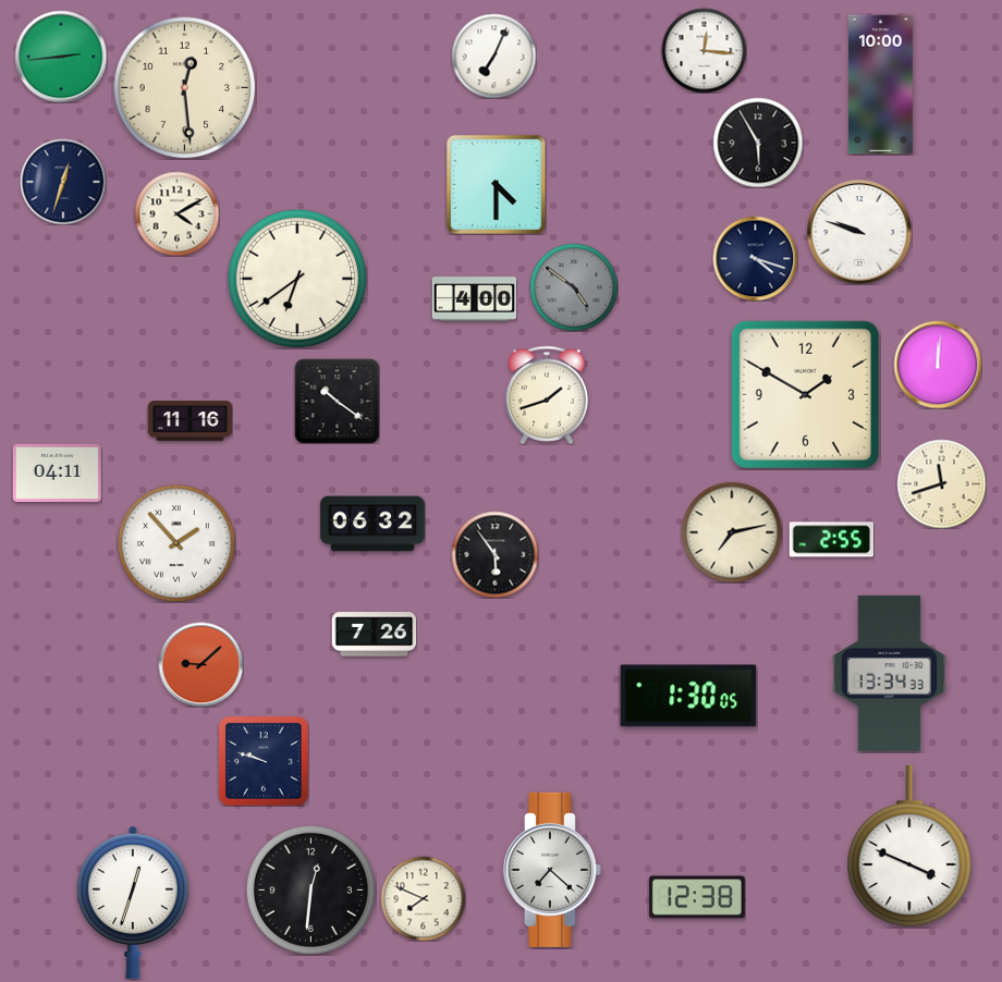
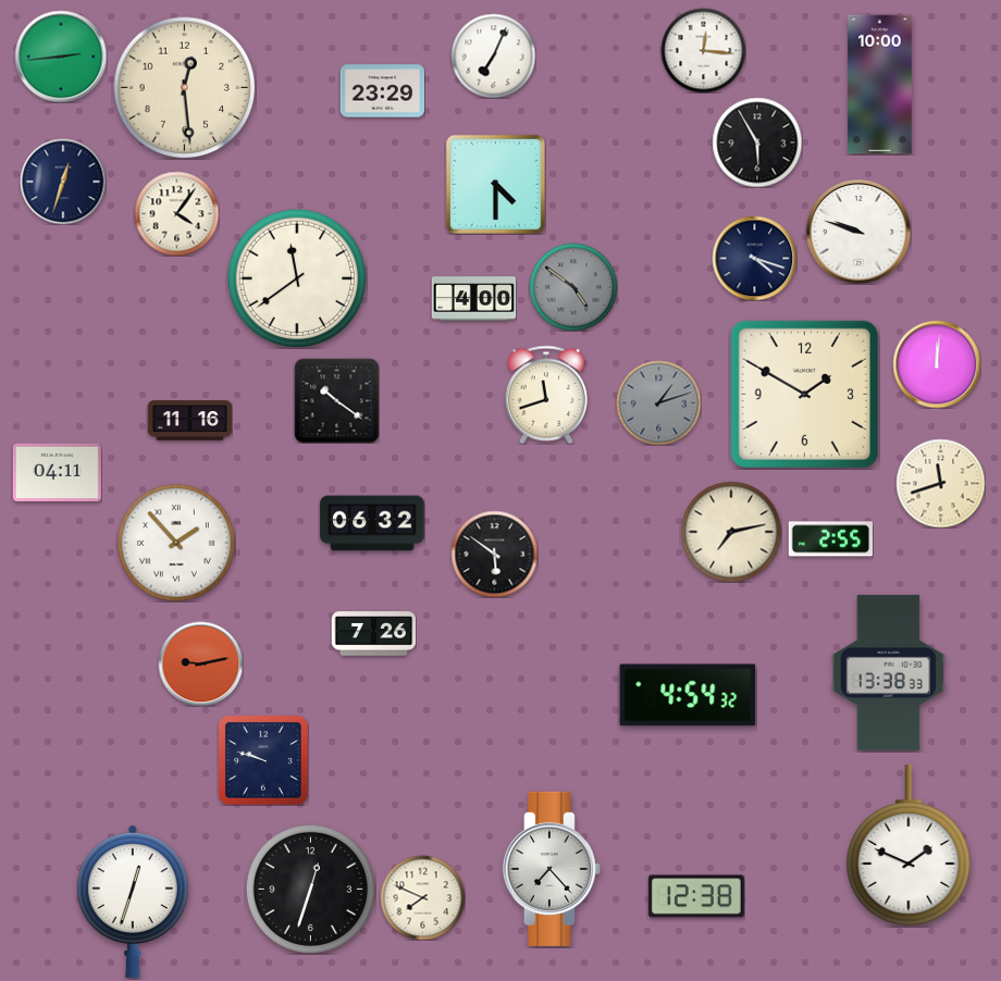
clock at (382, 91): none -> 23:29
clock at (176, 213): 4:10 -> 4:06
clock at (297, 279): 6:39 -> 11:39
clock at (547, 395): 1:42 -> 11:42
clock at (658, 402): none -> 1:12
clock at (494, 554): 5:54 -> 5:51
clock at (200, 664): 9:08 -> 9:13
clock at (889, 673): 13:34 -> 13:38
clock at (688, 696): 1:30 -> 4:54
clock at (909, 846): 3:49 -> 1:49
clock at (552, 870): 7:22 -> 7:23
clock at (310, 889): 12:31 -> 12:33
